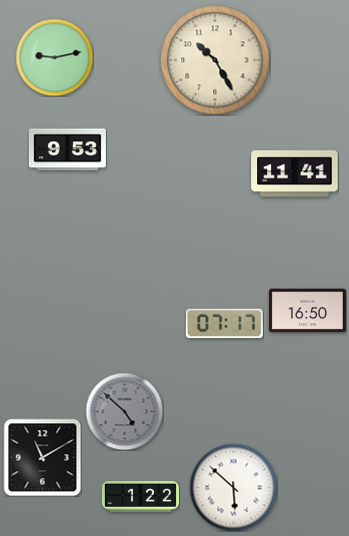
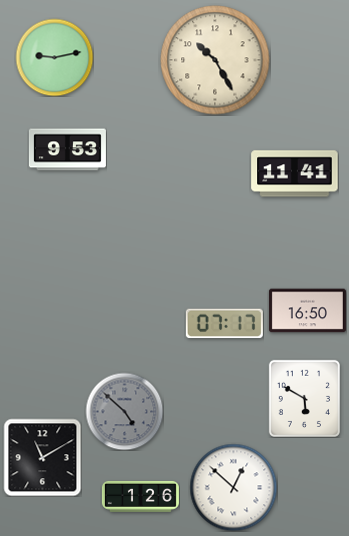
clock at (304, 398): none -> 5:50
clock at (233, 487): 5:52 -> 12:52
clock at (140, 496): 1:22 -> 1:26
